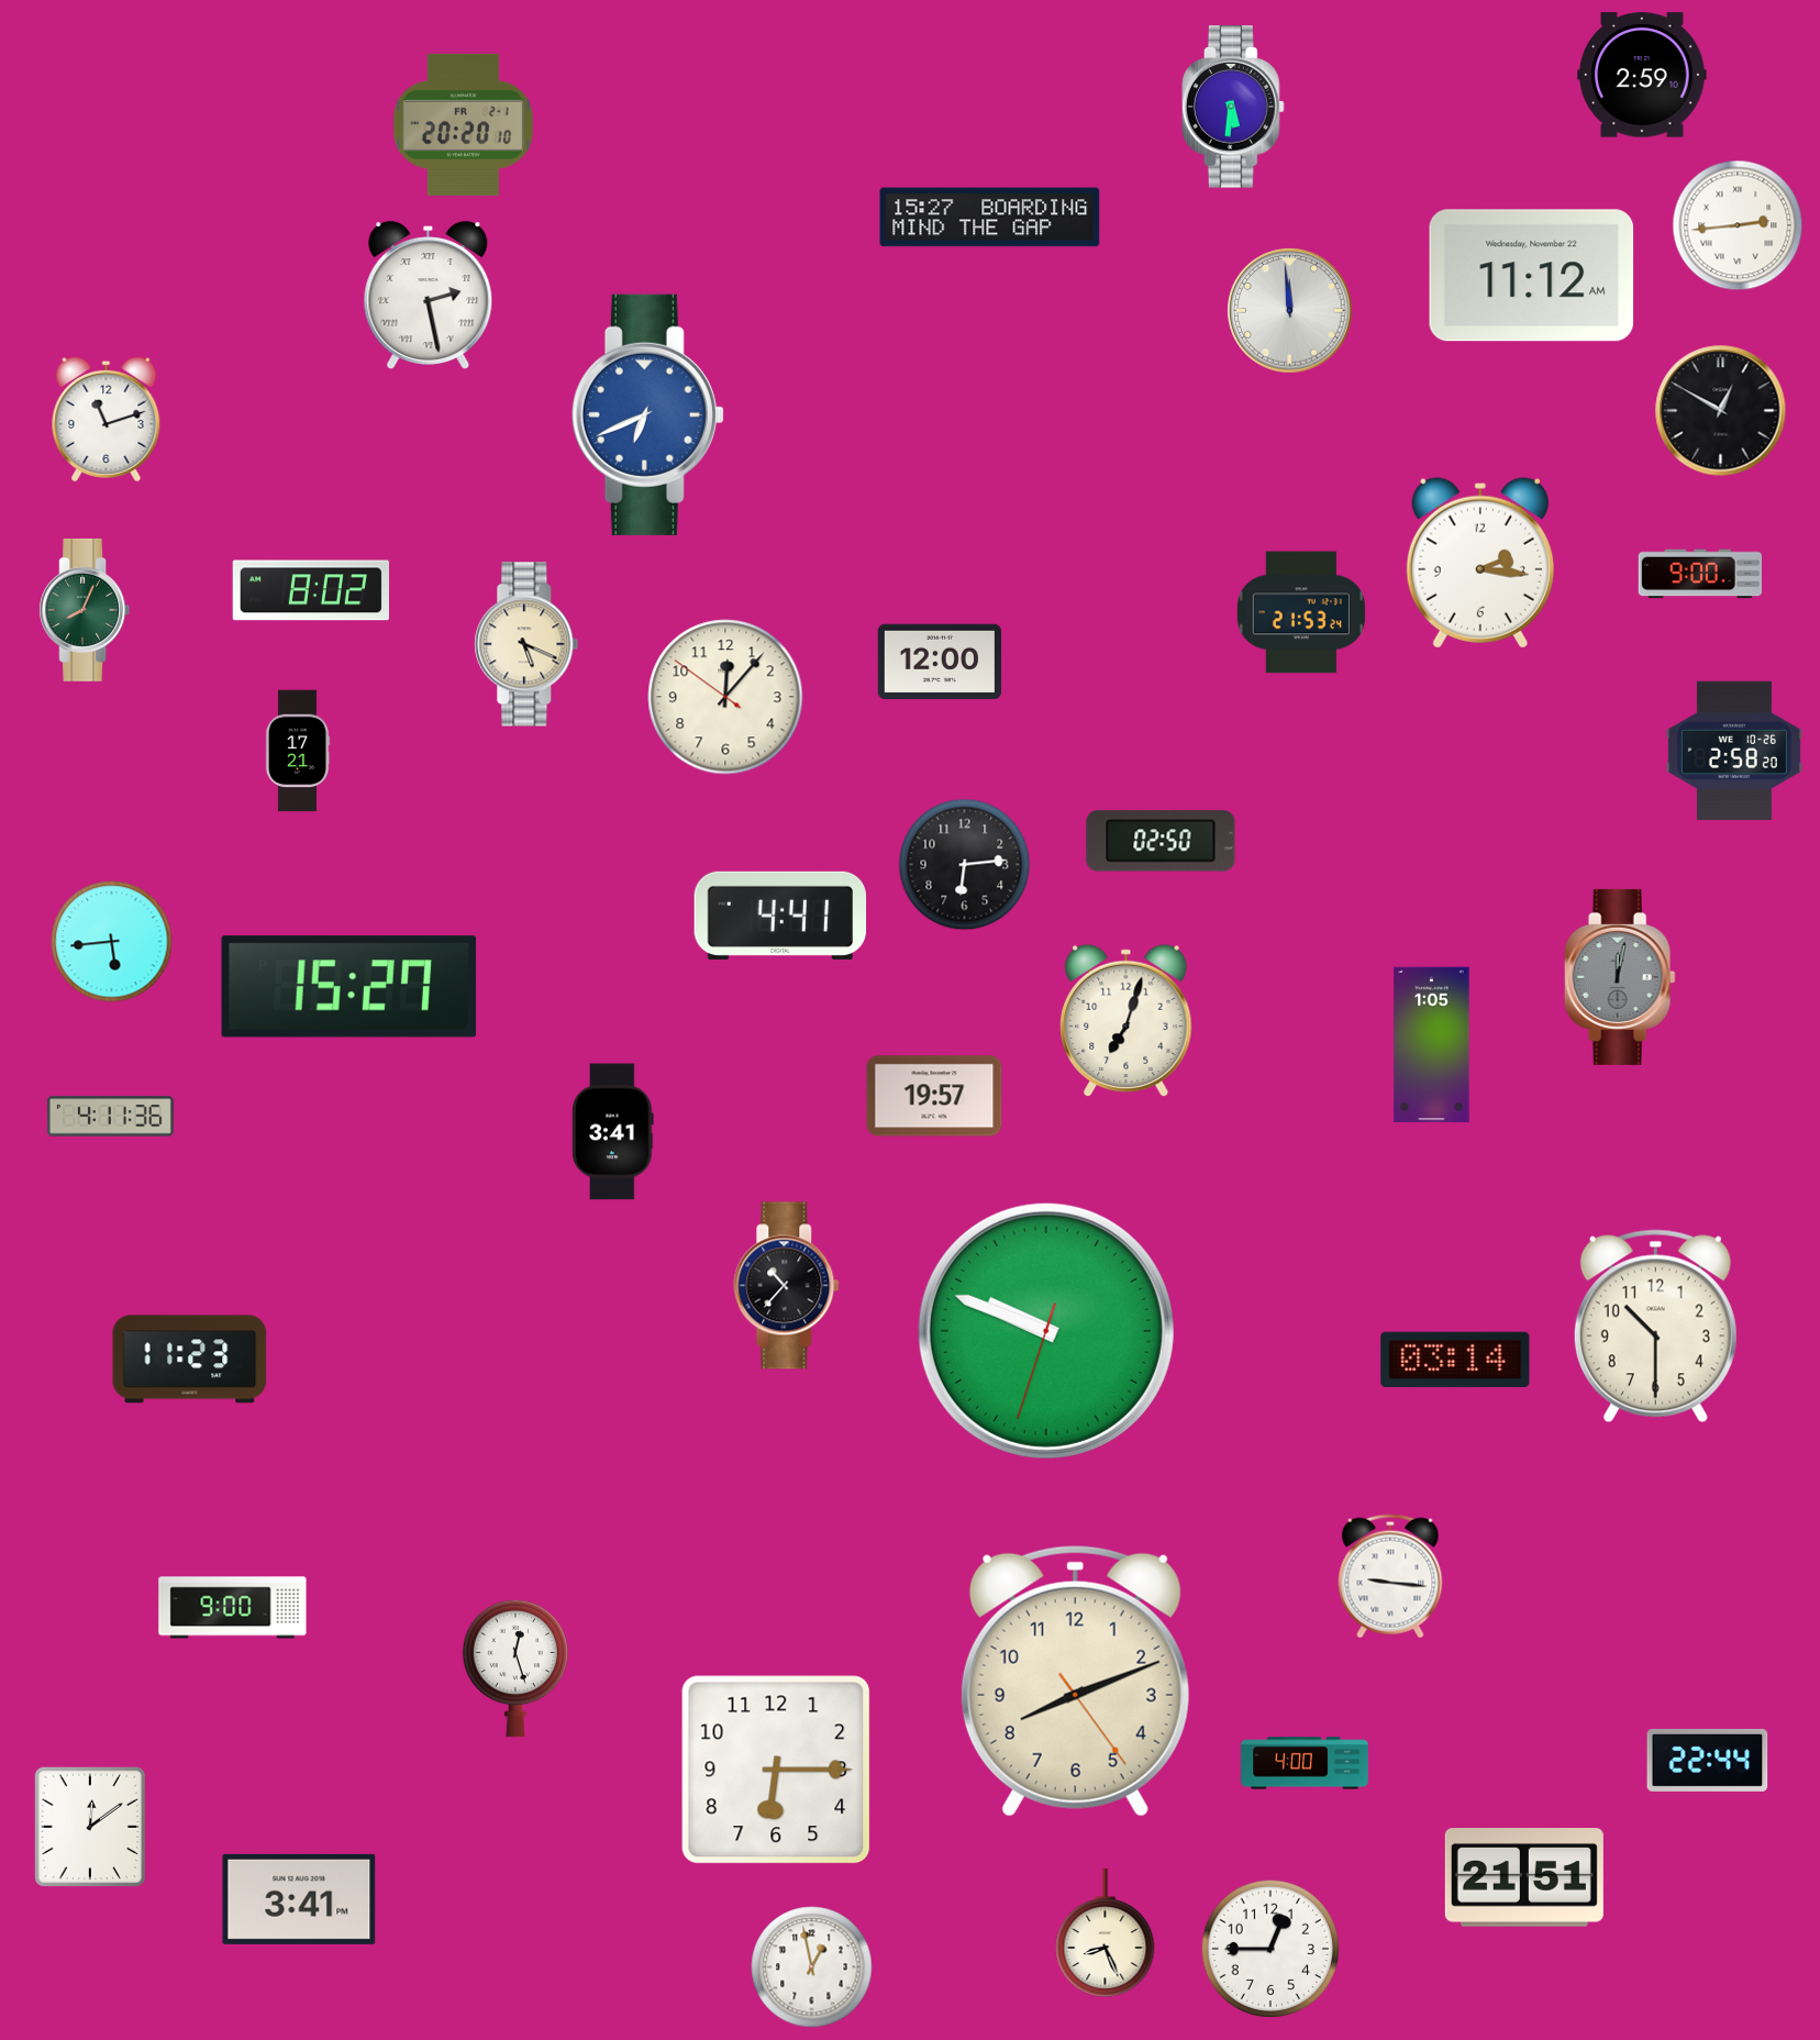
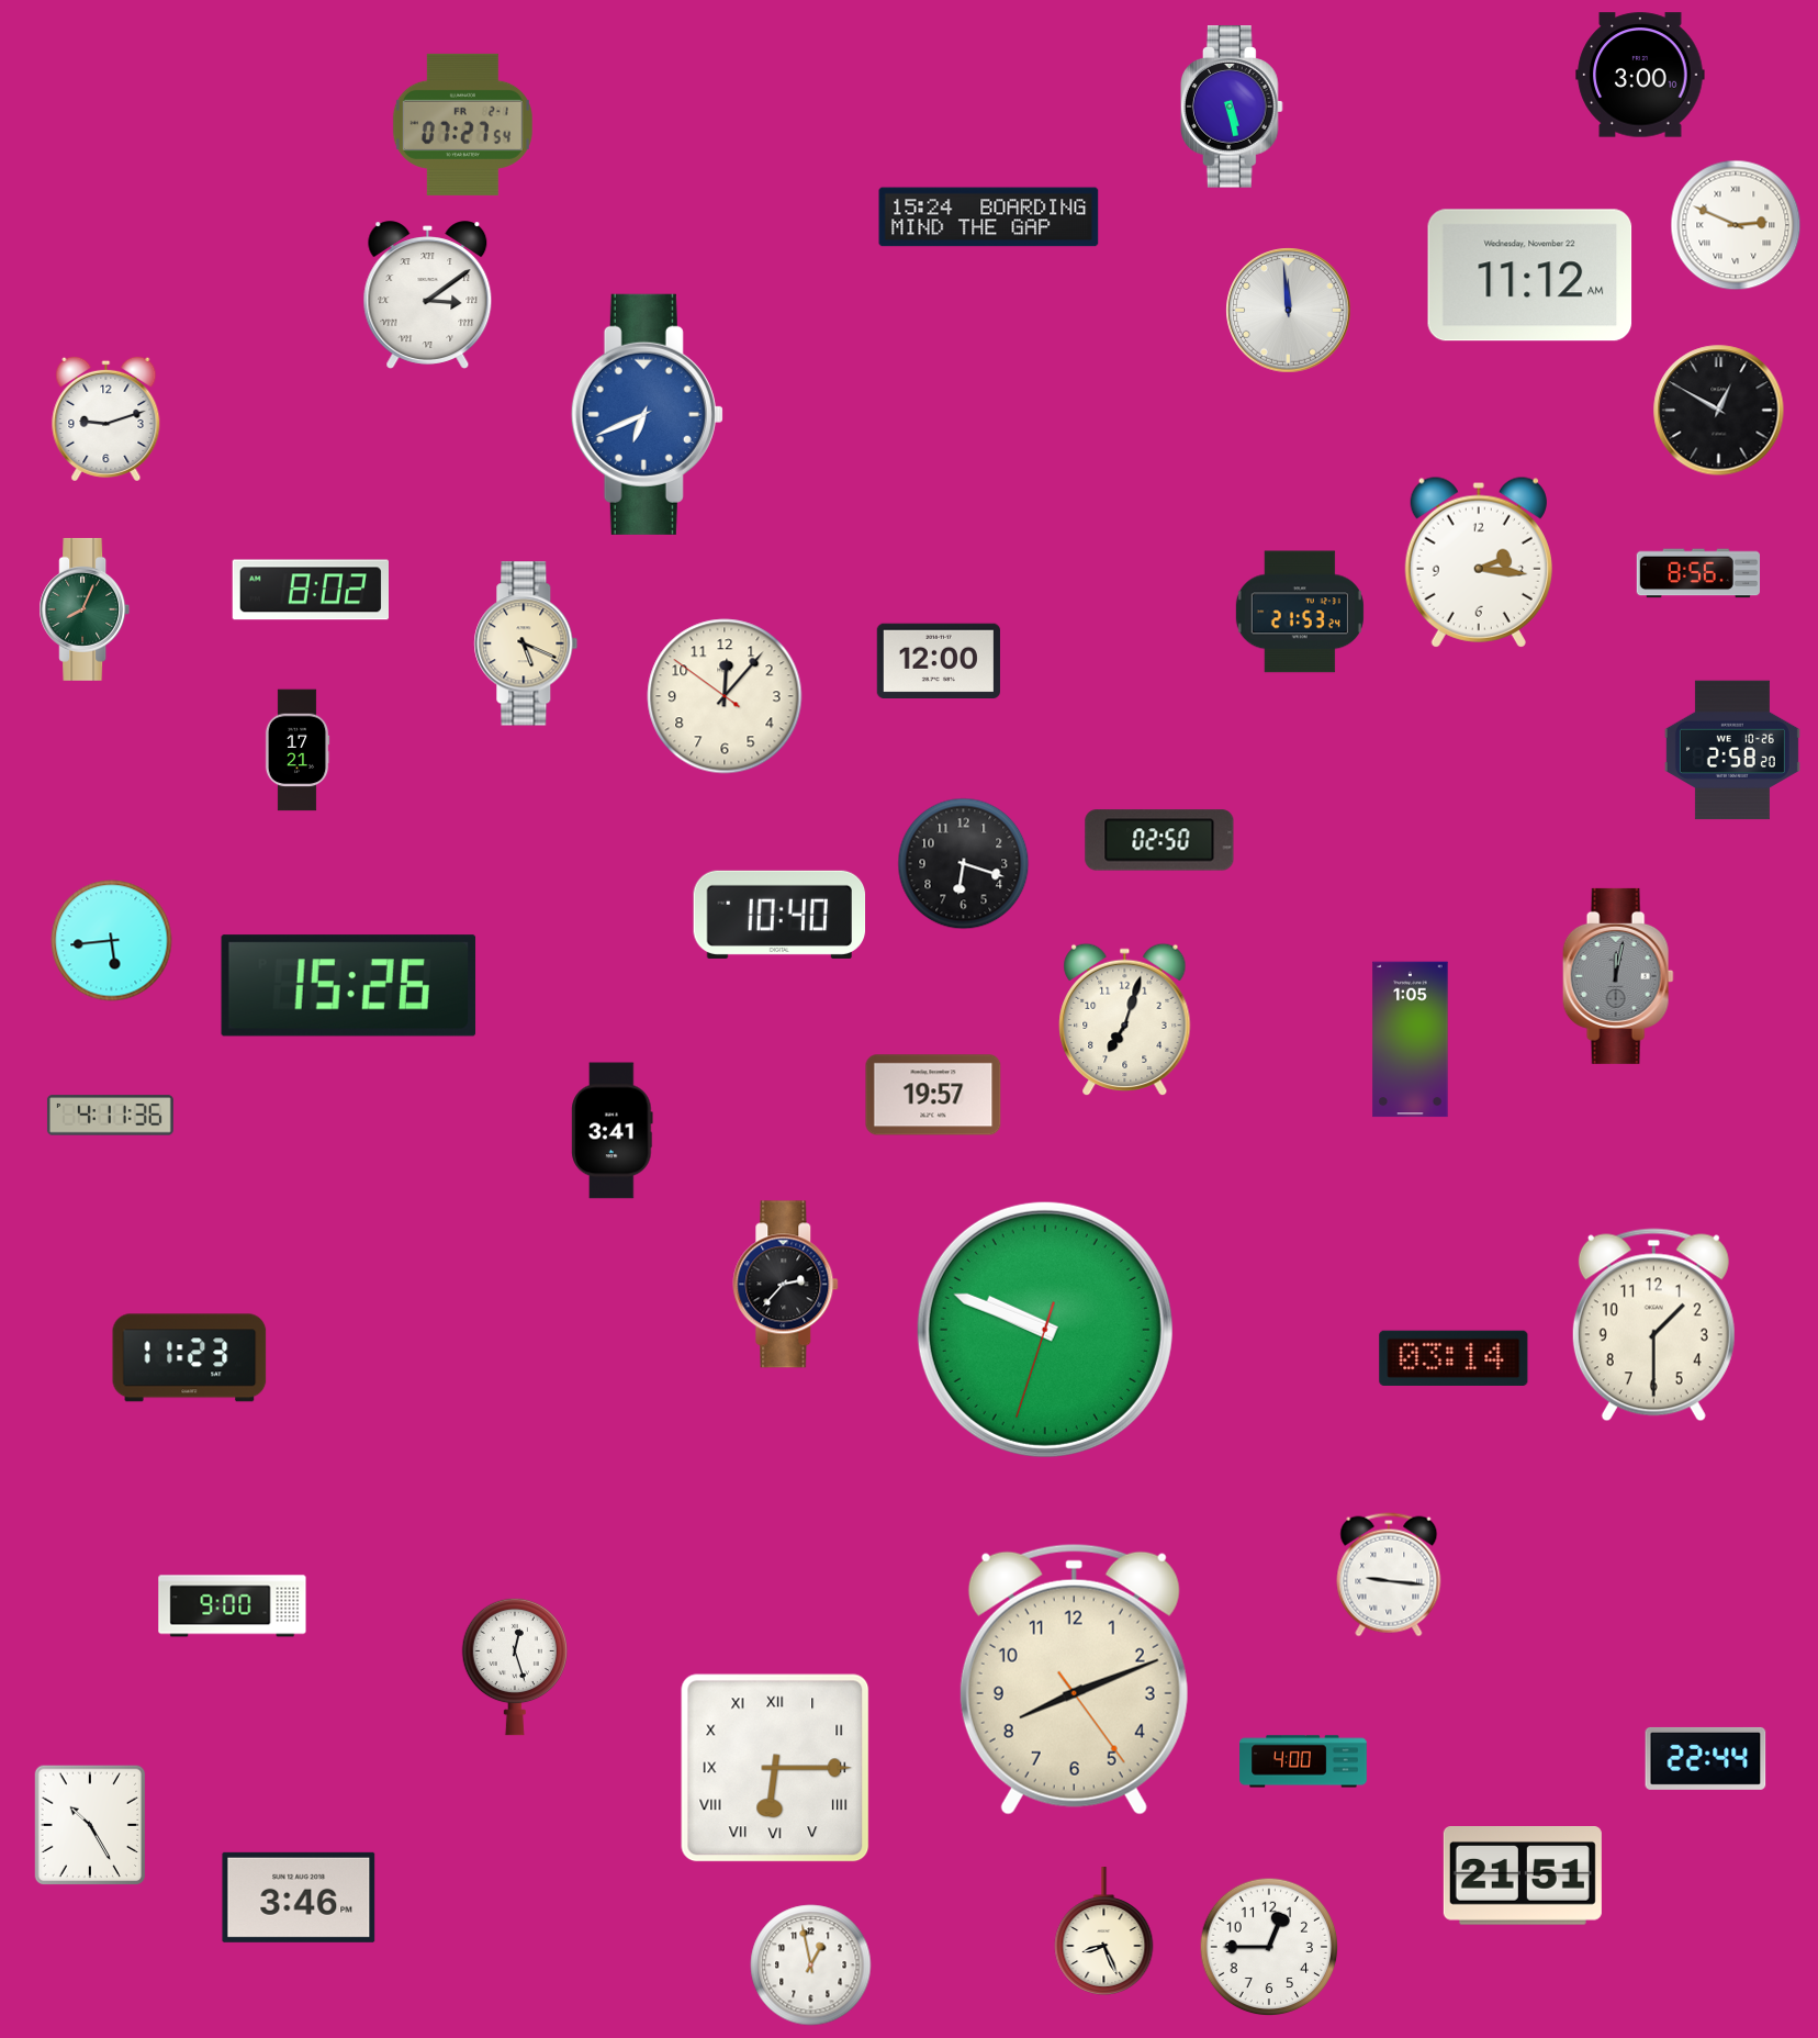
clock at (1642, 75): 2:59 -> 3:00
clock at (1233, 107): 5:31 -> 5:28
clock at (463, 124): 20:20 -> 07:27
clock at (990, 218): 15:27 -> 15:24
clock at (1738, 225): 2:44 -> 2:49
clock at (429, 296): 2:28 -> 3:09
clock at (107, 419): 11:12 -> 9:12
clock at (1699, 574): 9:00 -> 8:56
clock at (965, 865): 6:14 -> 6:18
clock at (780, 916): 4:41 -> 10:40
clock at (349, 987): 15:27 -> 15:26
clock at (1432, 1045) position: (1432, 1045) -> (1411, 1040)
clock at (787, 1286): 10:37 -> 2:37
clock at (1655, 1327): 10:30 -> 1:30
clock at (776, 1770) numerals: Arabic -> Roman
clock at (90, 1827): 12:09 -> 10:25
clock at (299, 1899): 3:41 -> 3:46
